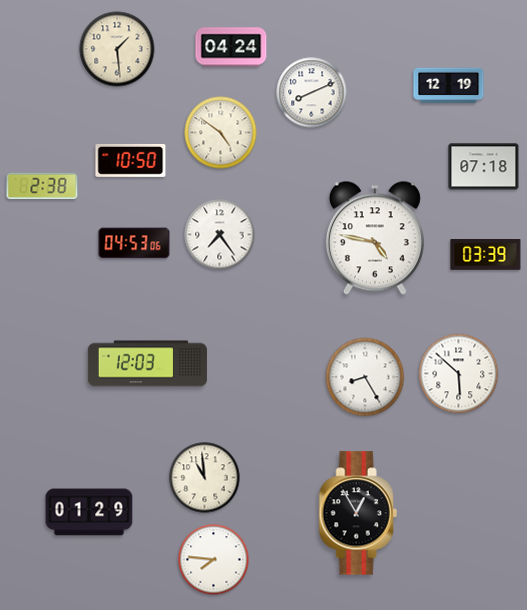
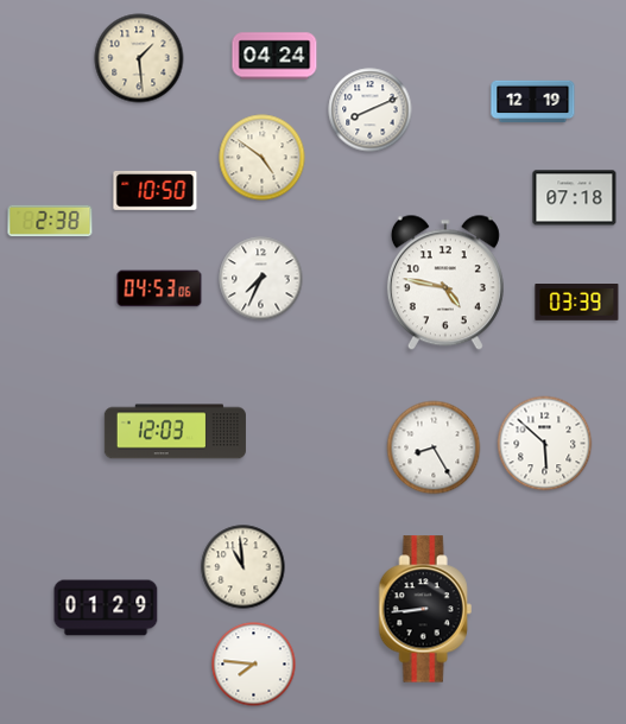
clock at (220, 235): 7:24 -> 7:34
clock at (358, 513): 12:55 -> 8:44
